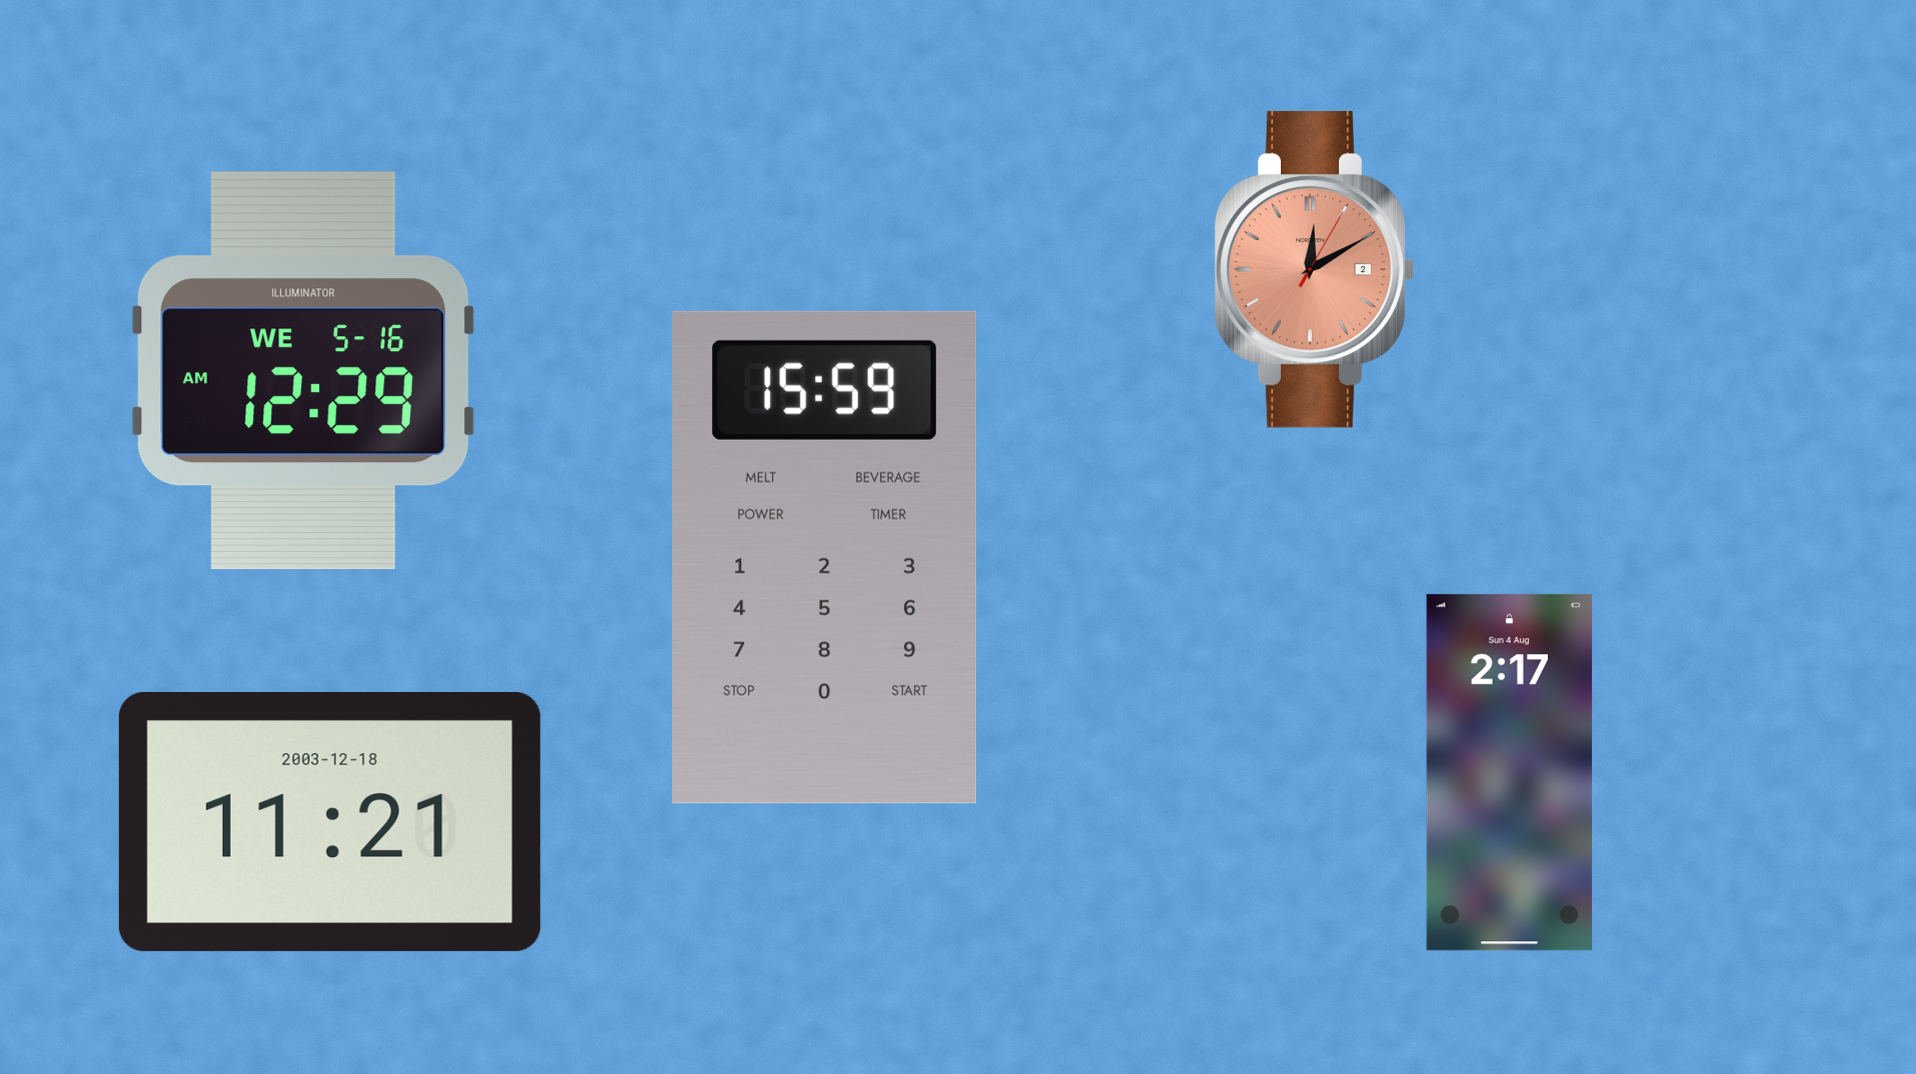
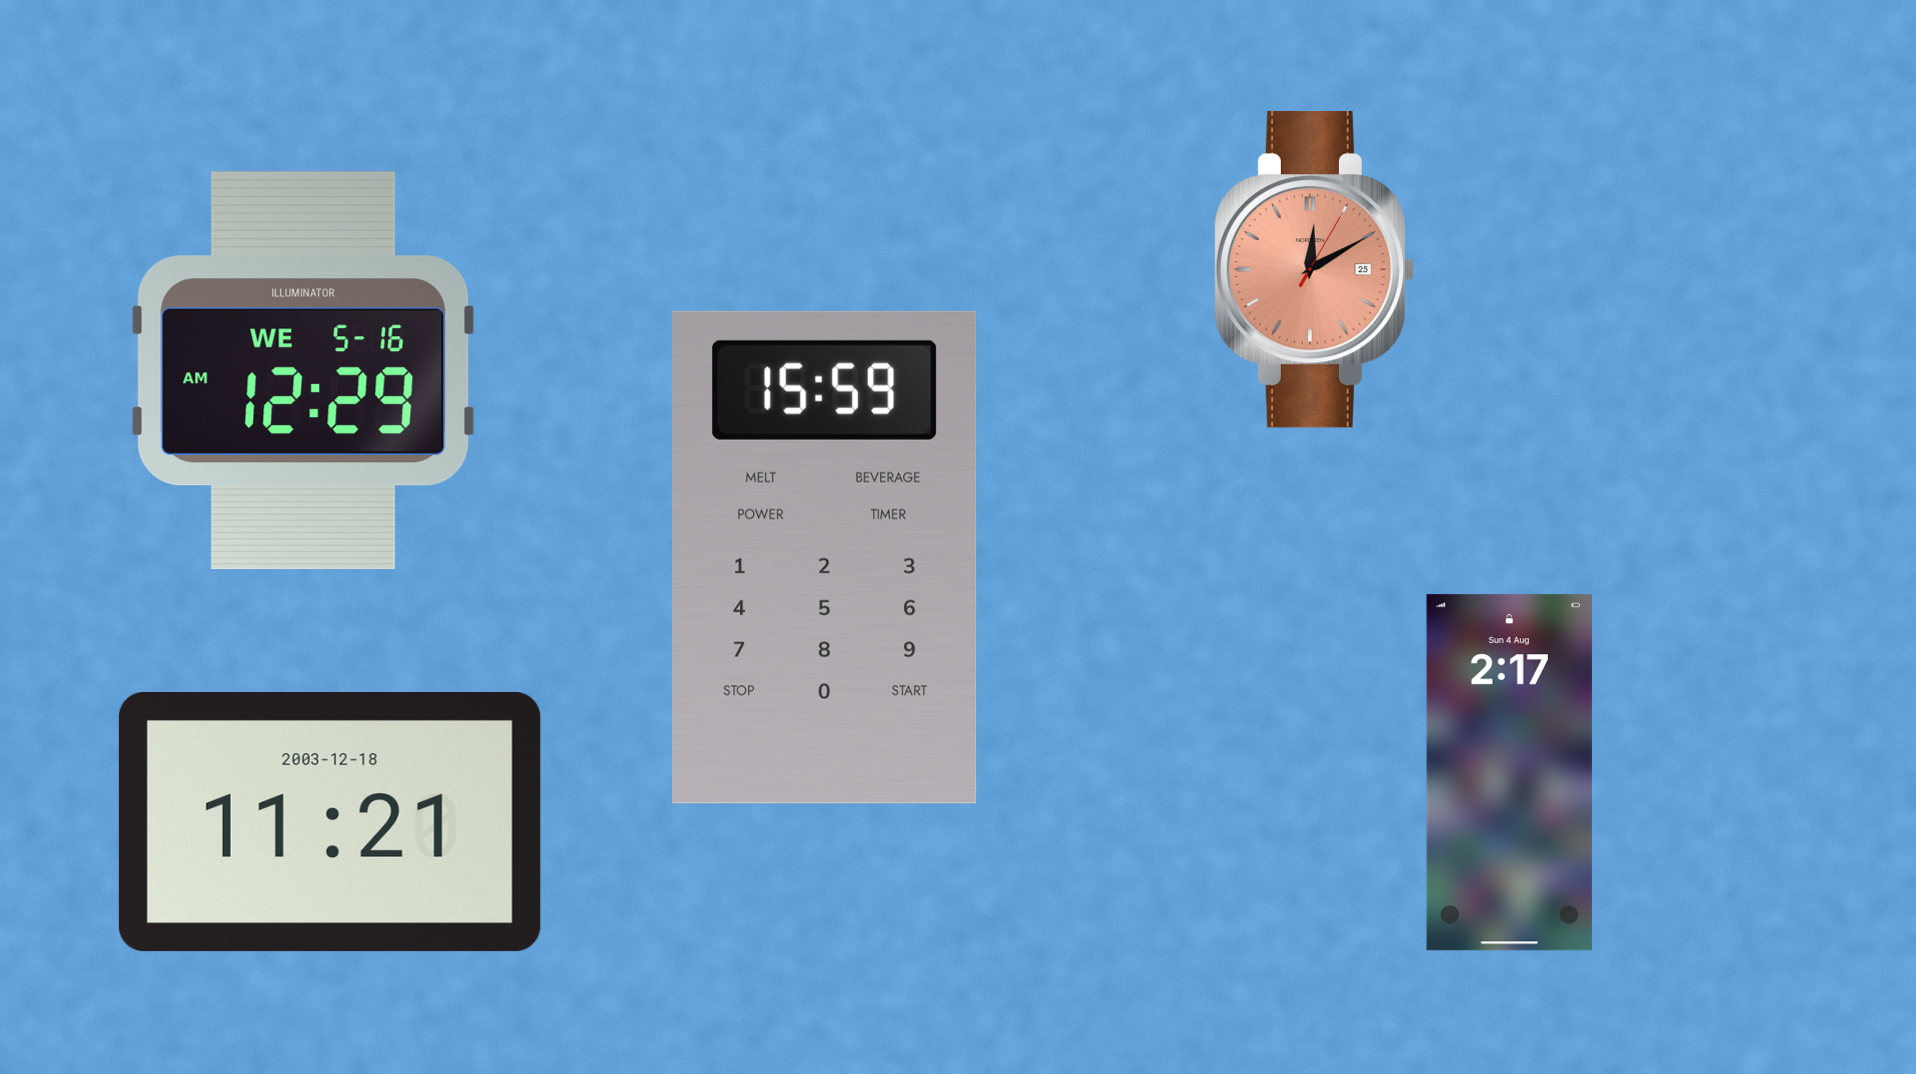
clock at (1313, 270) date: 2 -> 25
